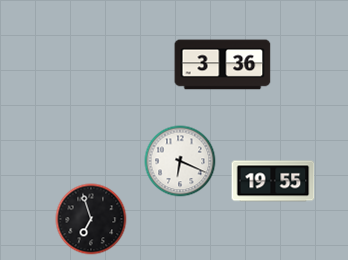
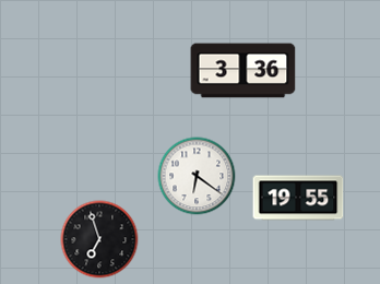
clock at (180, 161): 6:19 -> 6:21
